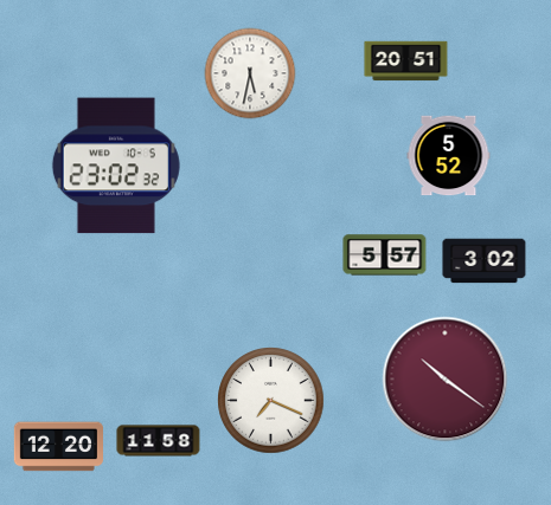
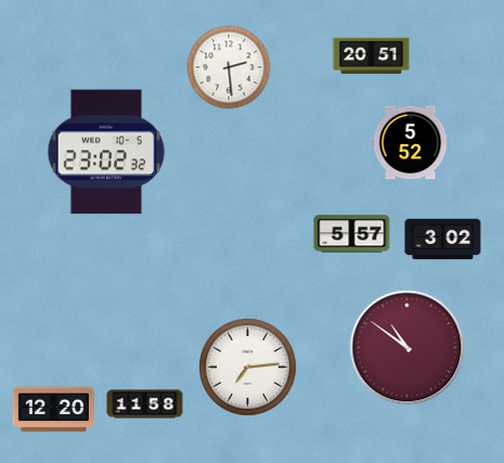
clock at (250, 73): 5:32 -> 2:29
clock at (446, 380): 10:21 -> 10:51
clock at (271, 401): 7:19 -> 7:14
